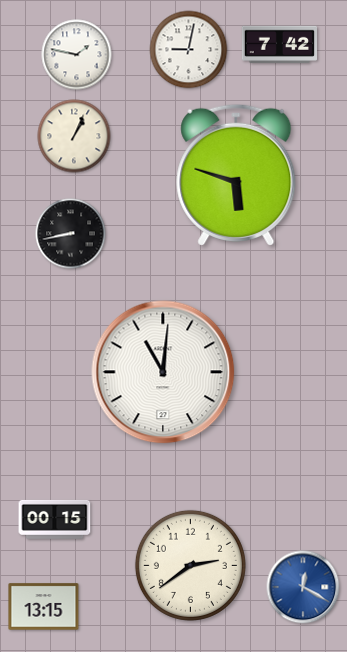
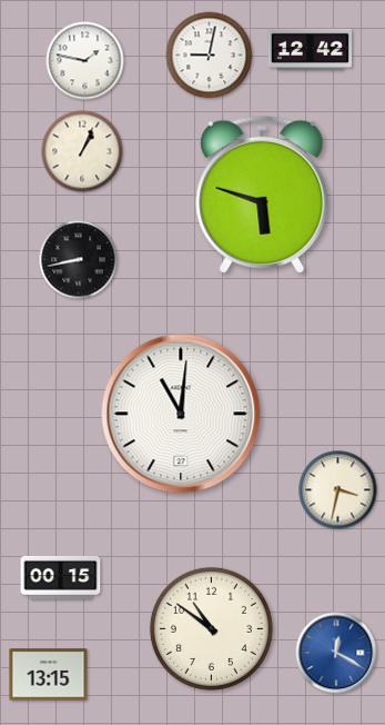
clock at (279, 44): 7:42 -> 12:42
clock at (338, 490): none -> 3:32
clock at (190, 565): 2:39 -> 10:51
